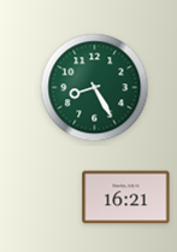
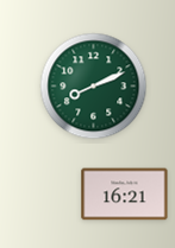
clock at (95, 88): 8:25 -> 8:11
